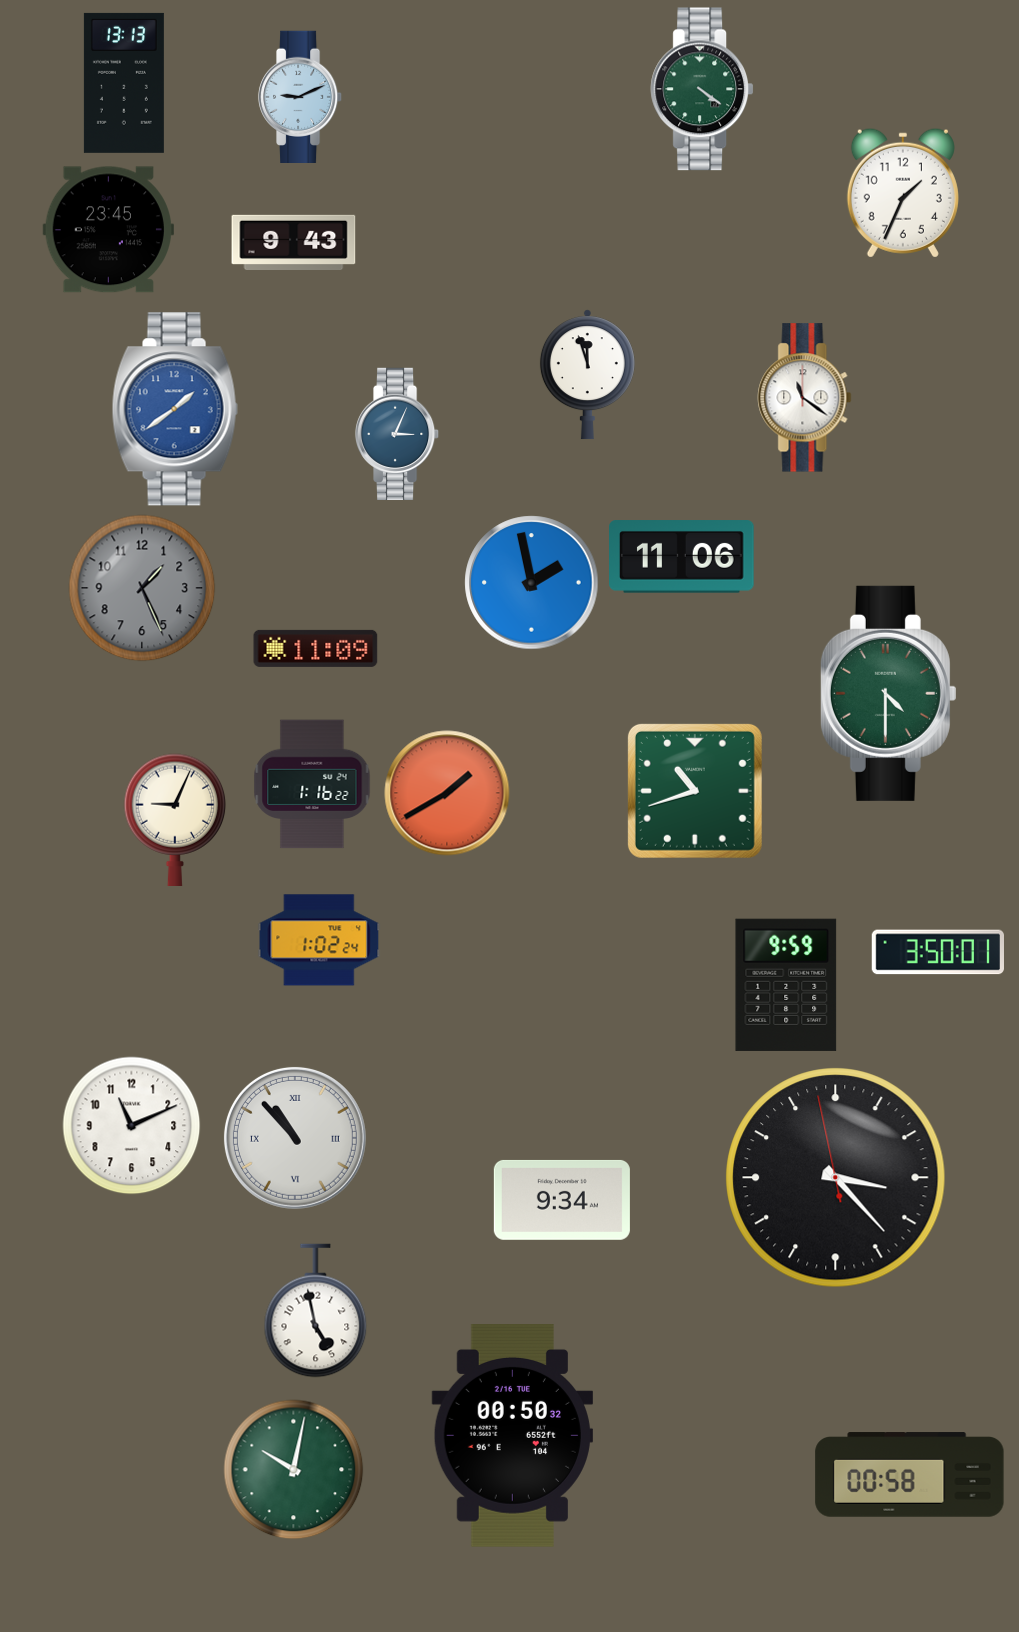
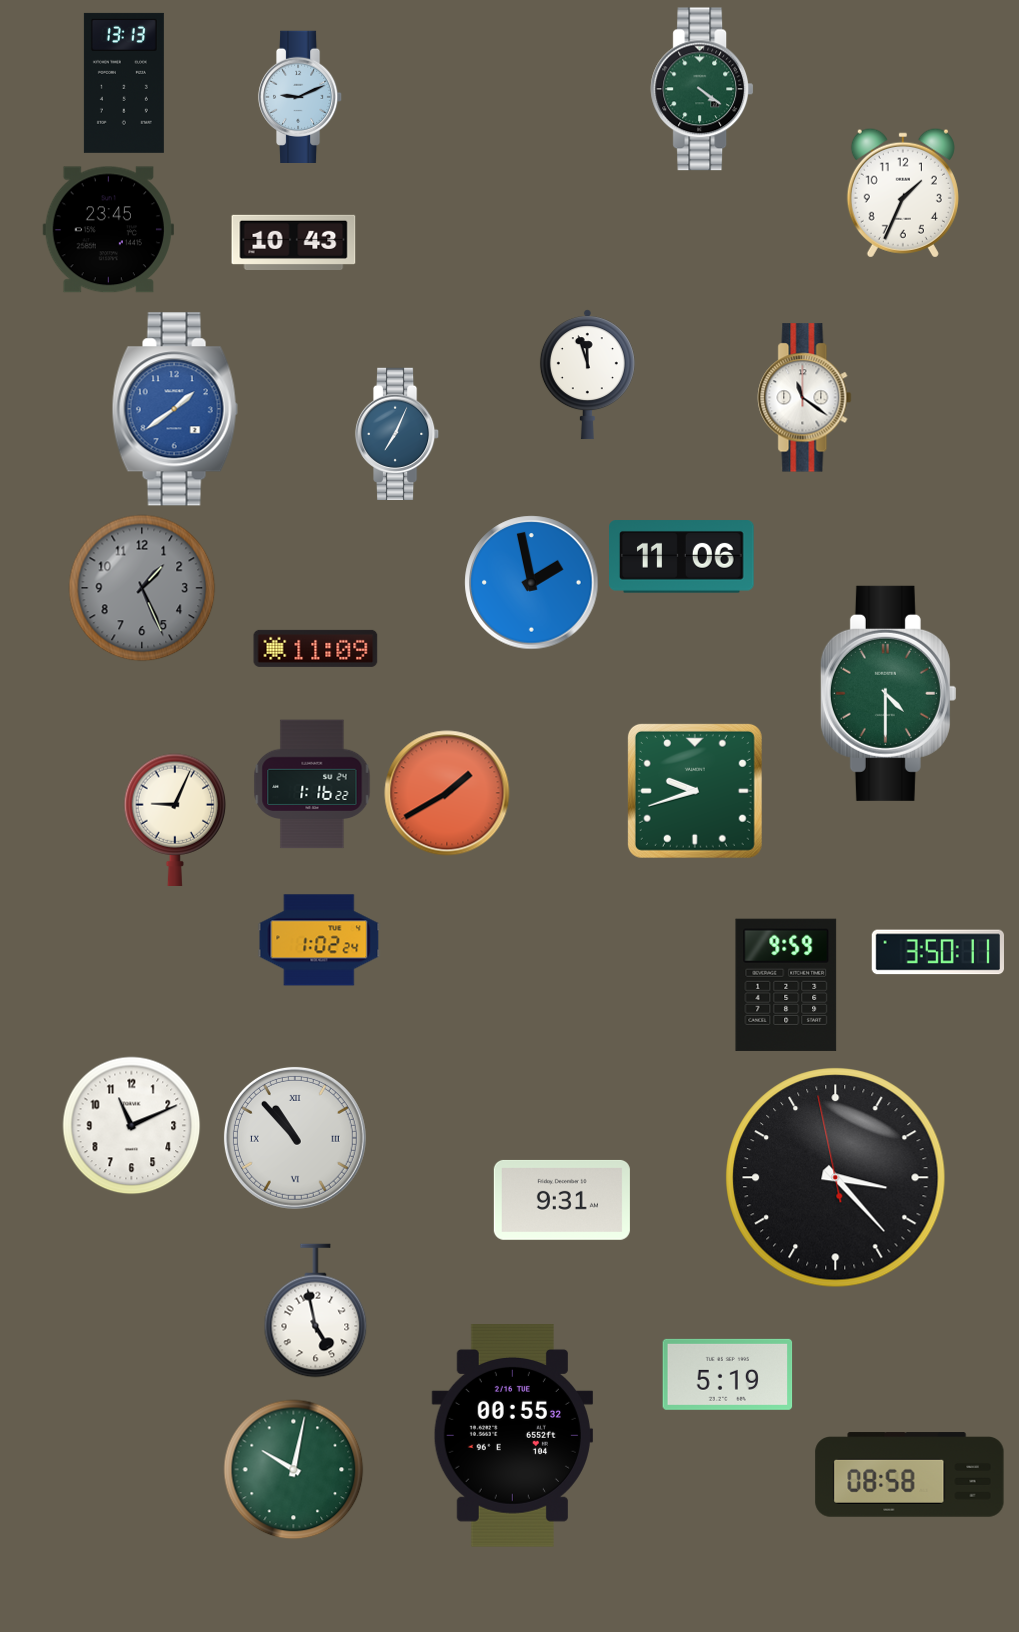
clock at (294, 242): 9:43 -> 10:43
clock at (397, 433): 3:04 -> 7:04
clock at (695, 791): 10:42 -> 9:42
clock at (937, 952): 3:50:01 -> 3:50:11
clock at (562, 1200): 9:34 -> 9:31
clock at (728, 1374): none -> 5:19
clock at (512, 1436): 00:50 -> 00:55
clock at (910, 1475): 00:58 -> 08:58
